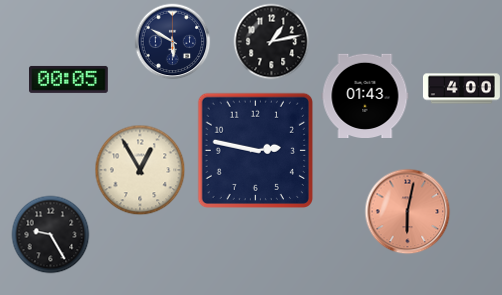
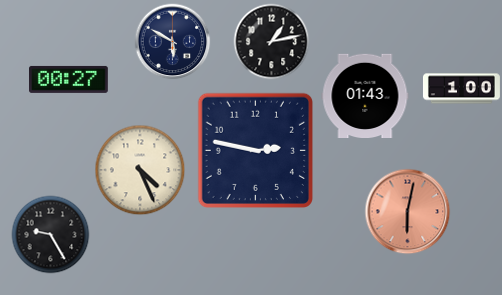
clock at (69, 79): 00:05 -> 00:27
clock at (461, 89): 4:00 -> 1:00
clock at (140, 170): 12:55 -> 4:26
